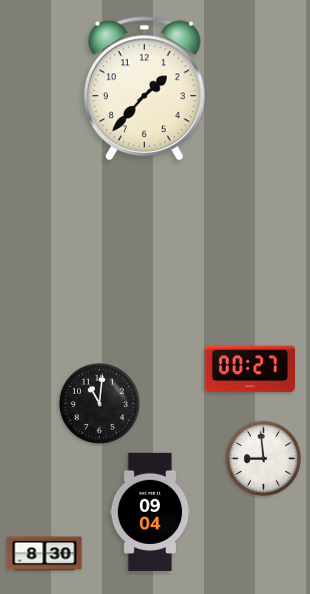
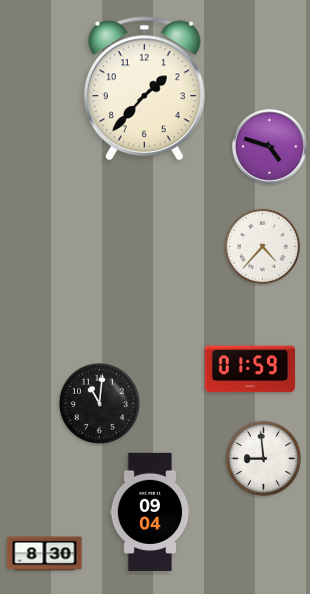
clock at (270, 147): none -> 4:48
clock at (262, 246): none -> 4:37
clock at (250, 369): 00:27 -> 01:59
